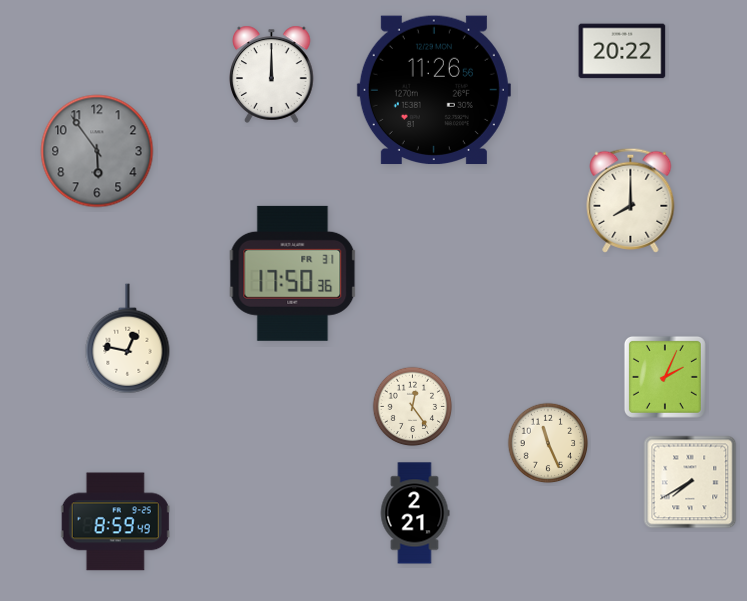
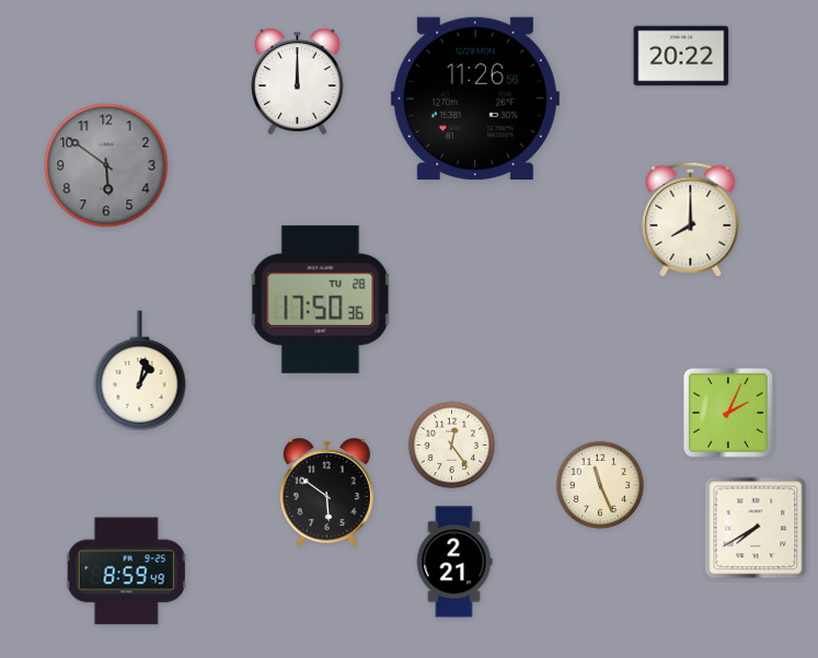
clock at (97, 151): 5:54 -> 5:51
clock at (293, 273) date: FR 31 -> TU 28
clock at (128, 339): 12:47 -> 1:02
clock at (326, 493): none -> 5:51
